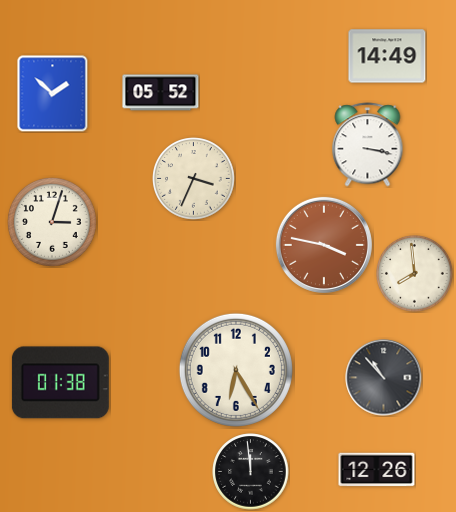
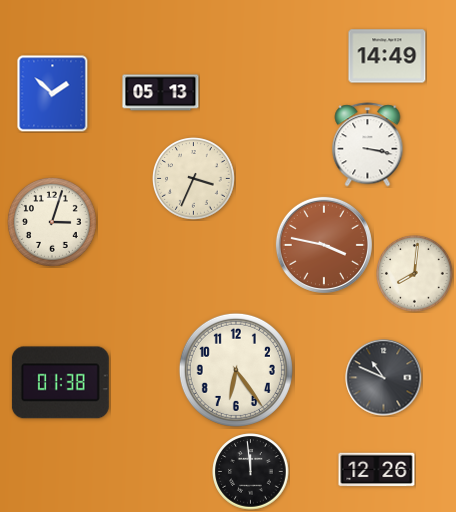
clock at (161, 93): 05:52 -> 05:13
clock at (415, 274): 7:59 -> 8:01
clock at (236, 370): 6:25 -> 6:24
clock at (384, 378): 10:53 -> 10:49
